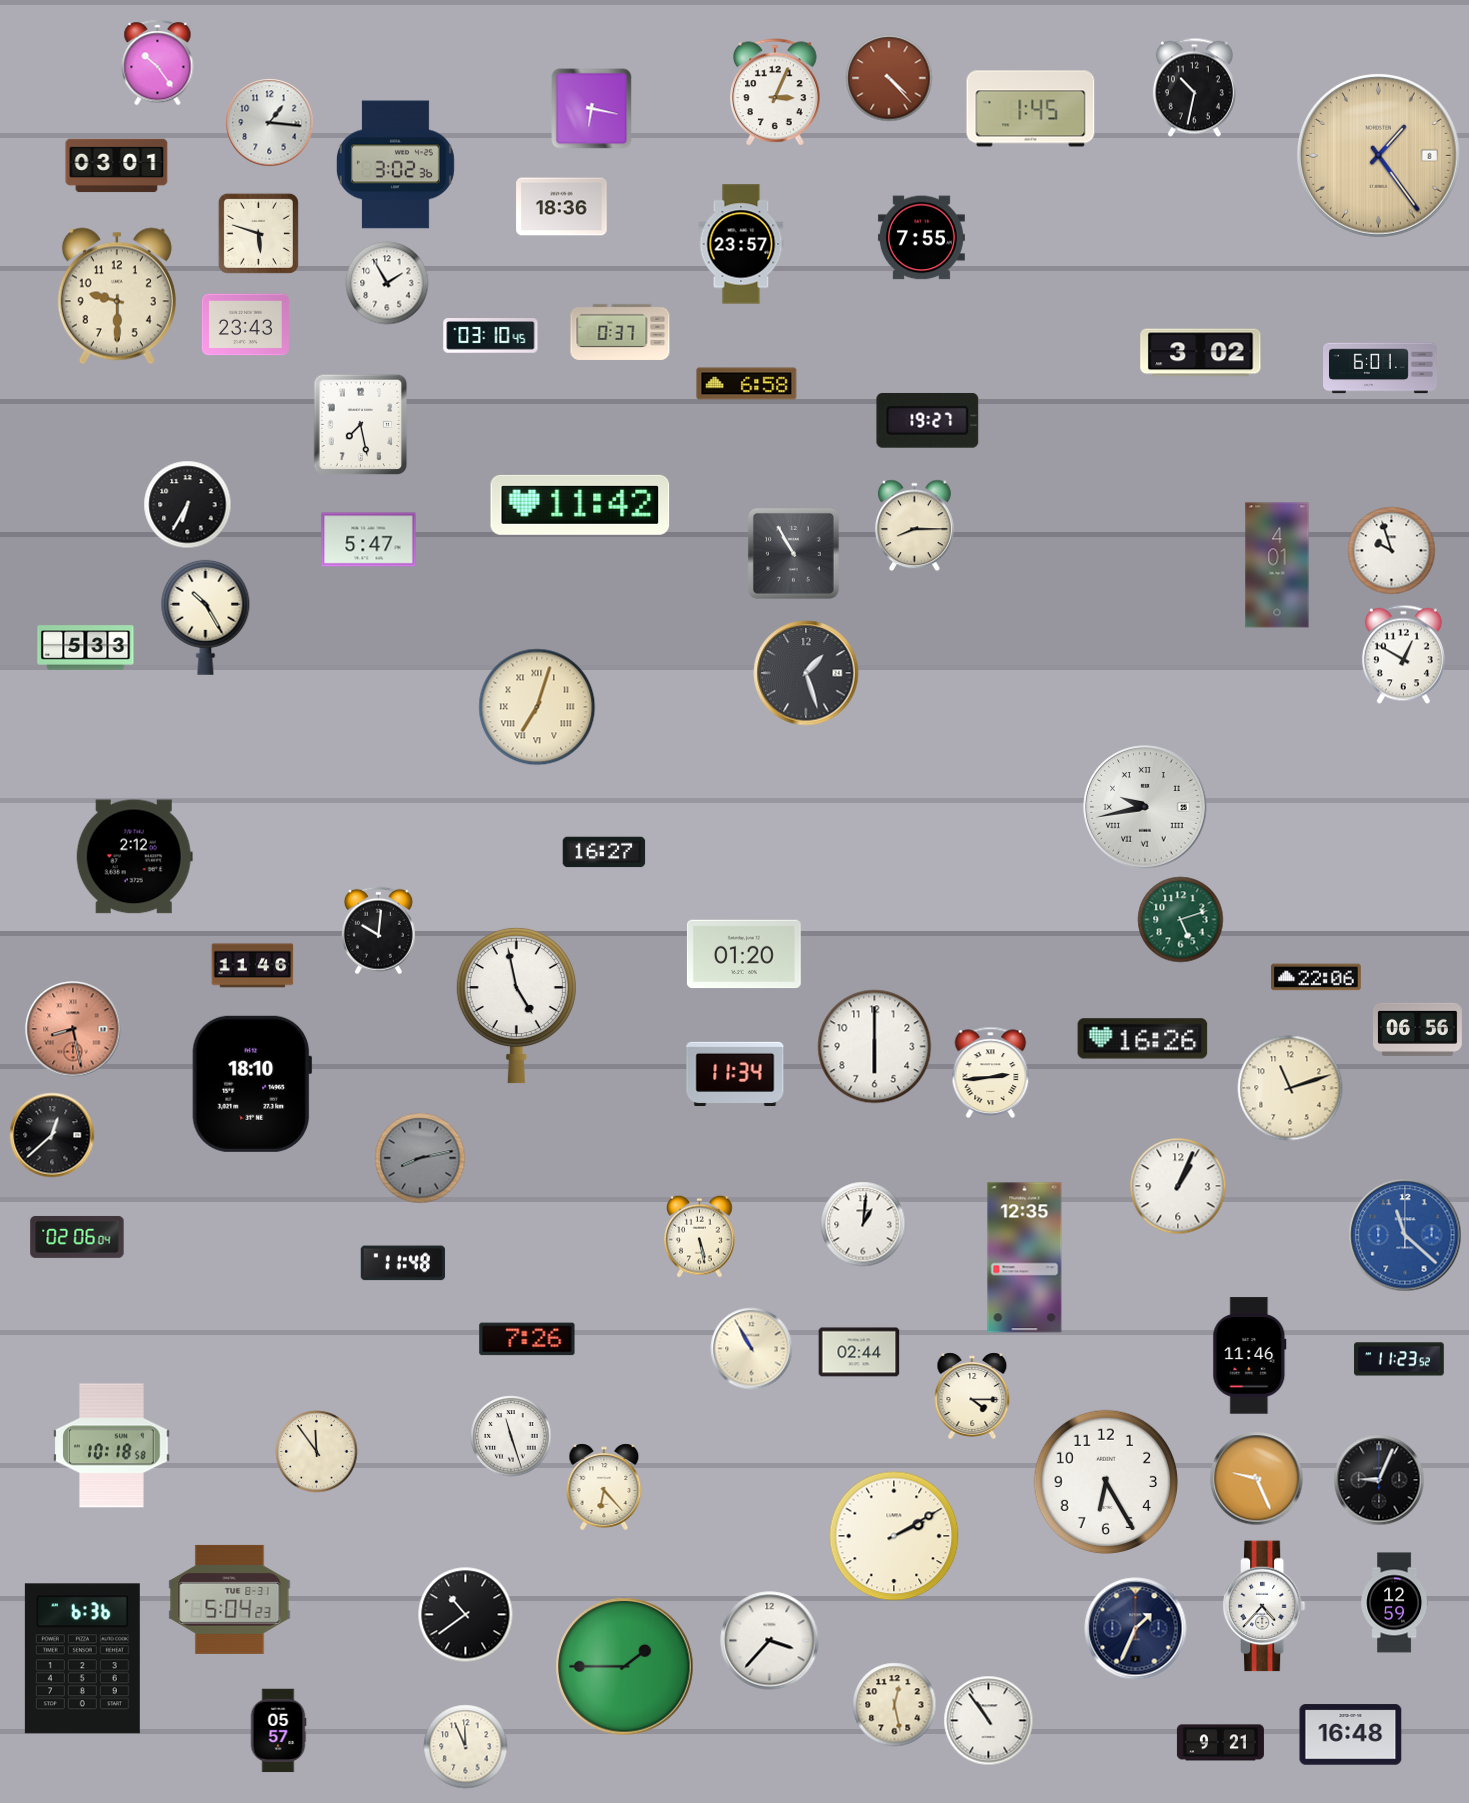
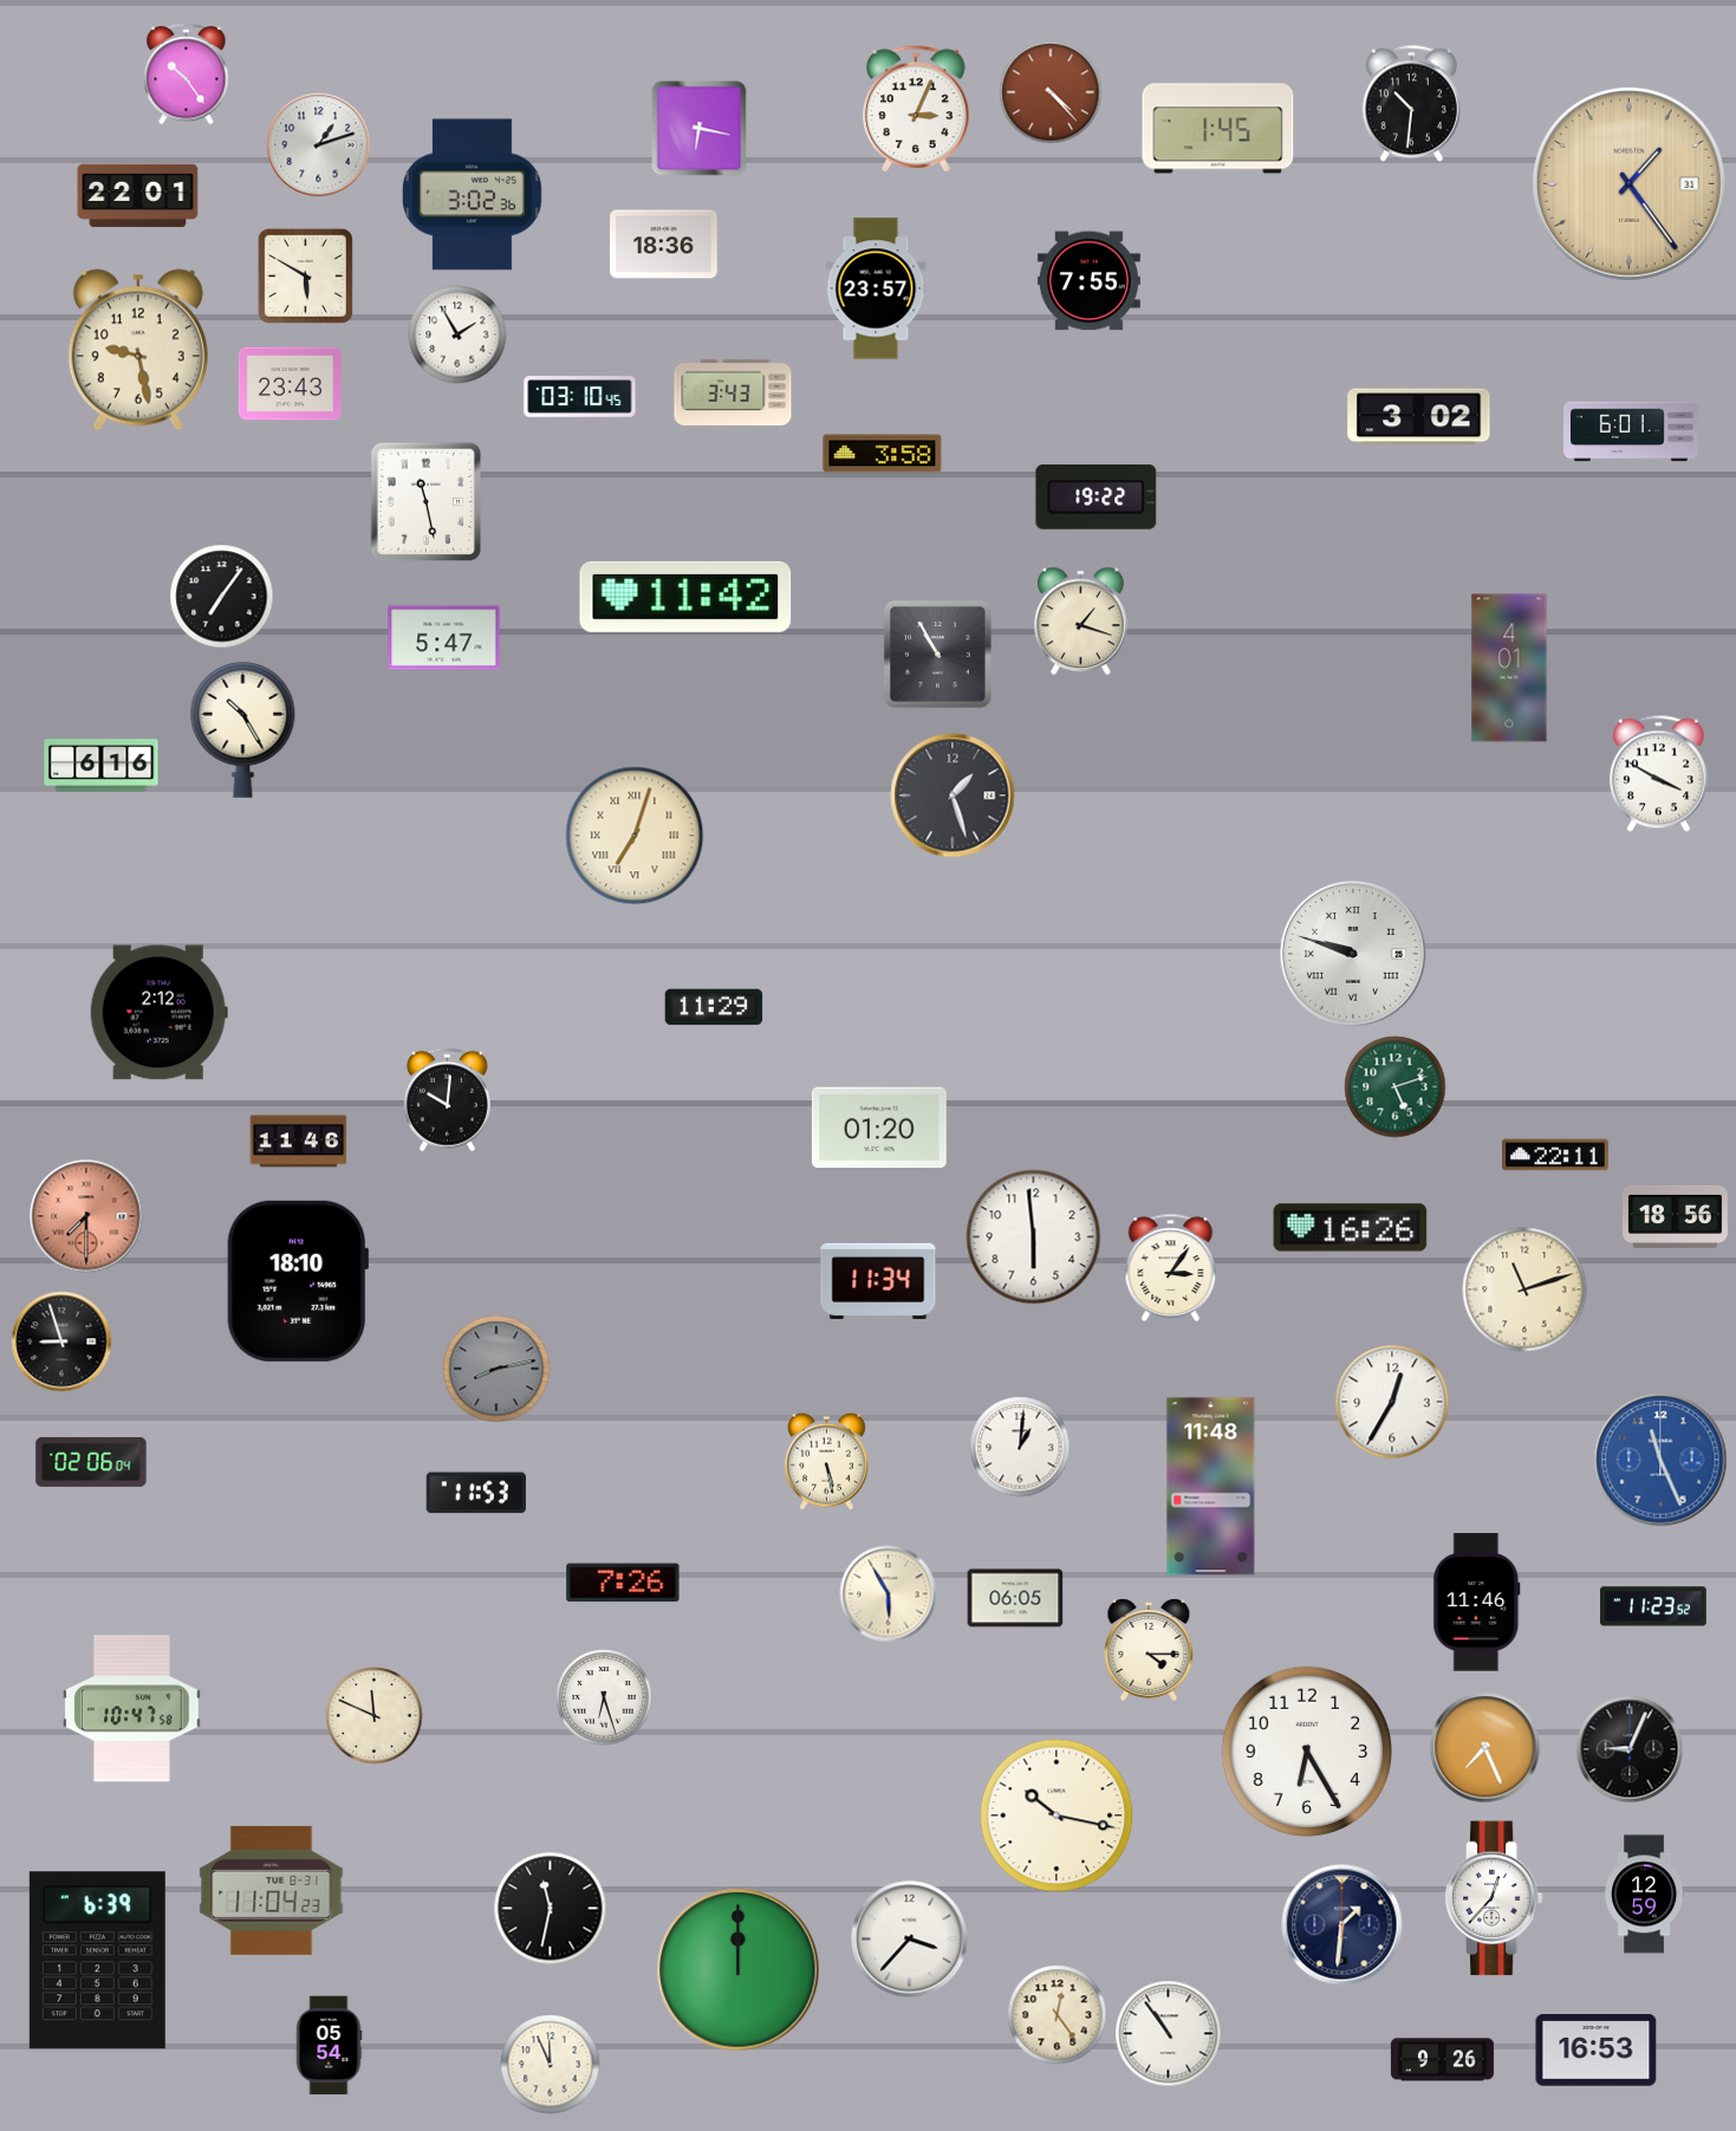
clock at (1194, 88): 10:32 -> 10:31
clock at (270, 123): 1:16 -> 1:12
clock at (1378, 155) date: 8 -> 31
clock at (395, 165) position: (395, 165) -> (472, 195)
clock at (117, 166): 03:01 -> 22:01
clock at (258, 233): 5:48 -> 5:50
clock at (117, 296): 9:30 -> 9:28
clock at (620, 332): 0:37 -> 3:43
clock at (1381, 368) position: (1381, 368) -> (1632, 431)
clock at (747, 384): 6:58 -> 3:58
clock at (928, 420): 19:27 -> 19:22
clock at (361, 425): 7:28 -> 11:28
clock at (188, 505): 6:35 -> 7:06
clock at (914, 526): 8:15 -> 1:18
clock at (369, 540) position: (369, 540) -> (444, 638)
clock at (1392, 551): 9:57 -> none
clock at (86, 648): 5:33 -> 6:16
clock at (1403, 655): 12:50 -> 3:50
clock at (1145, 807): 9:43 -> 9:48
clock at (604, 852): 16:27 -> 11:29
clock at (1316, 977): 22:06 -> 22:11
clock at (516, 1005): 4:58 -> none
clock at (73, 1029): 8:28 -> 7:30
clock at (1418, 1029): 06:56 -> 18:56
clock at (875, 1047): 6:00 -> 5:59
clock at (991, 1072): 2:44 -> 3:06
clock at (735, 1073) position: (735, 1073) -> (878, 1280)
clock at (1290, 1088) position: (1290, 1088) -> (1524, 1289)
clock at (52, 1135): 12:38 -> 8:57
clock at (1178, 1186): 1:04 -> 12:35
clock at (1405, 1235): 11:22 -> 11:26
clock at (1025, 1258): 12:35 -> 11:48
clock at (403, 1263): 11:48 -> 11:53
clock at (752, 1349): 10:55 -> 5:55
clock at (859, 1352): 02:44 -> 06:05
clock at (511, 1436): 11:27 -> 6:27
clock at (112, 1446): 10:18 -> 10:47
clock at (317, 1452): 11:54 -> 11:49
clock at (1257, 1479): 9:26 -> 7:26
clock at (604, 1487): 6:23 -> none
clock at (894, 1536): 2:10 -> 10:17
clock at (230, 1599): 5:04 -> 11:04
clock at (1395, 1603) position: (1395, 1603) -> (1645, 1895)
clock at (1264, 1606): 4:37 -> 12:37
clock at (466, 1615): 10:39 -> 11:32
clock at (1136, 1629): 1:34 -> 1:31
clock at (82, 1659): 6:36 -> 6:39
clock at (625, 1667): 1:45 -> 12:00
clock at (895, 1705): 12:28 -> 12:24
clock at (278, 1731): 05:57 -> 05:54
clock at (1351, 1735): 16:48 -> 16:53
clock at (1220, 1743): 9:21 -> 9:26
